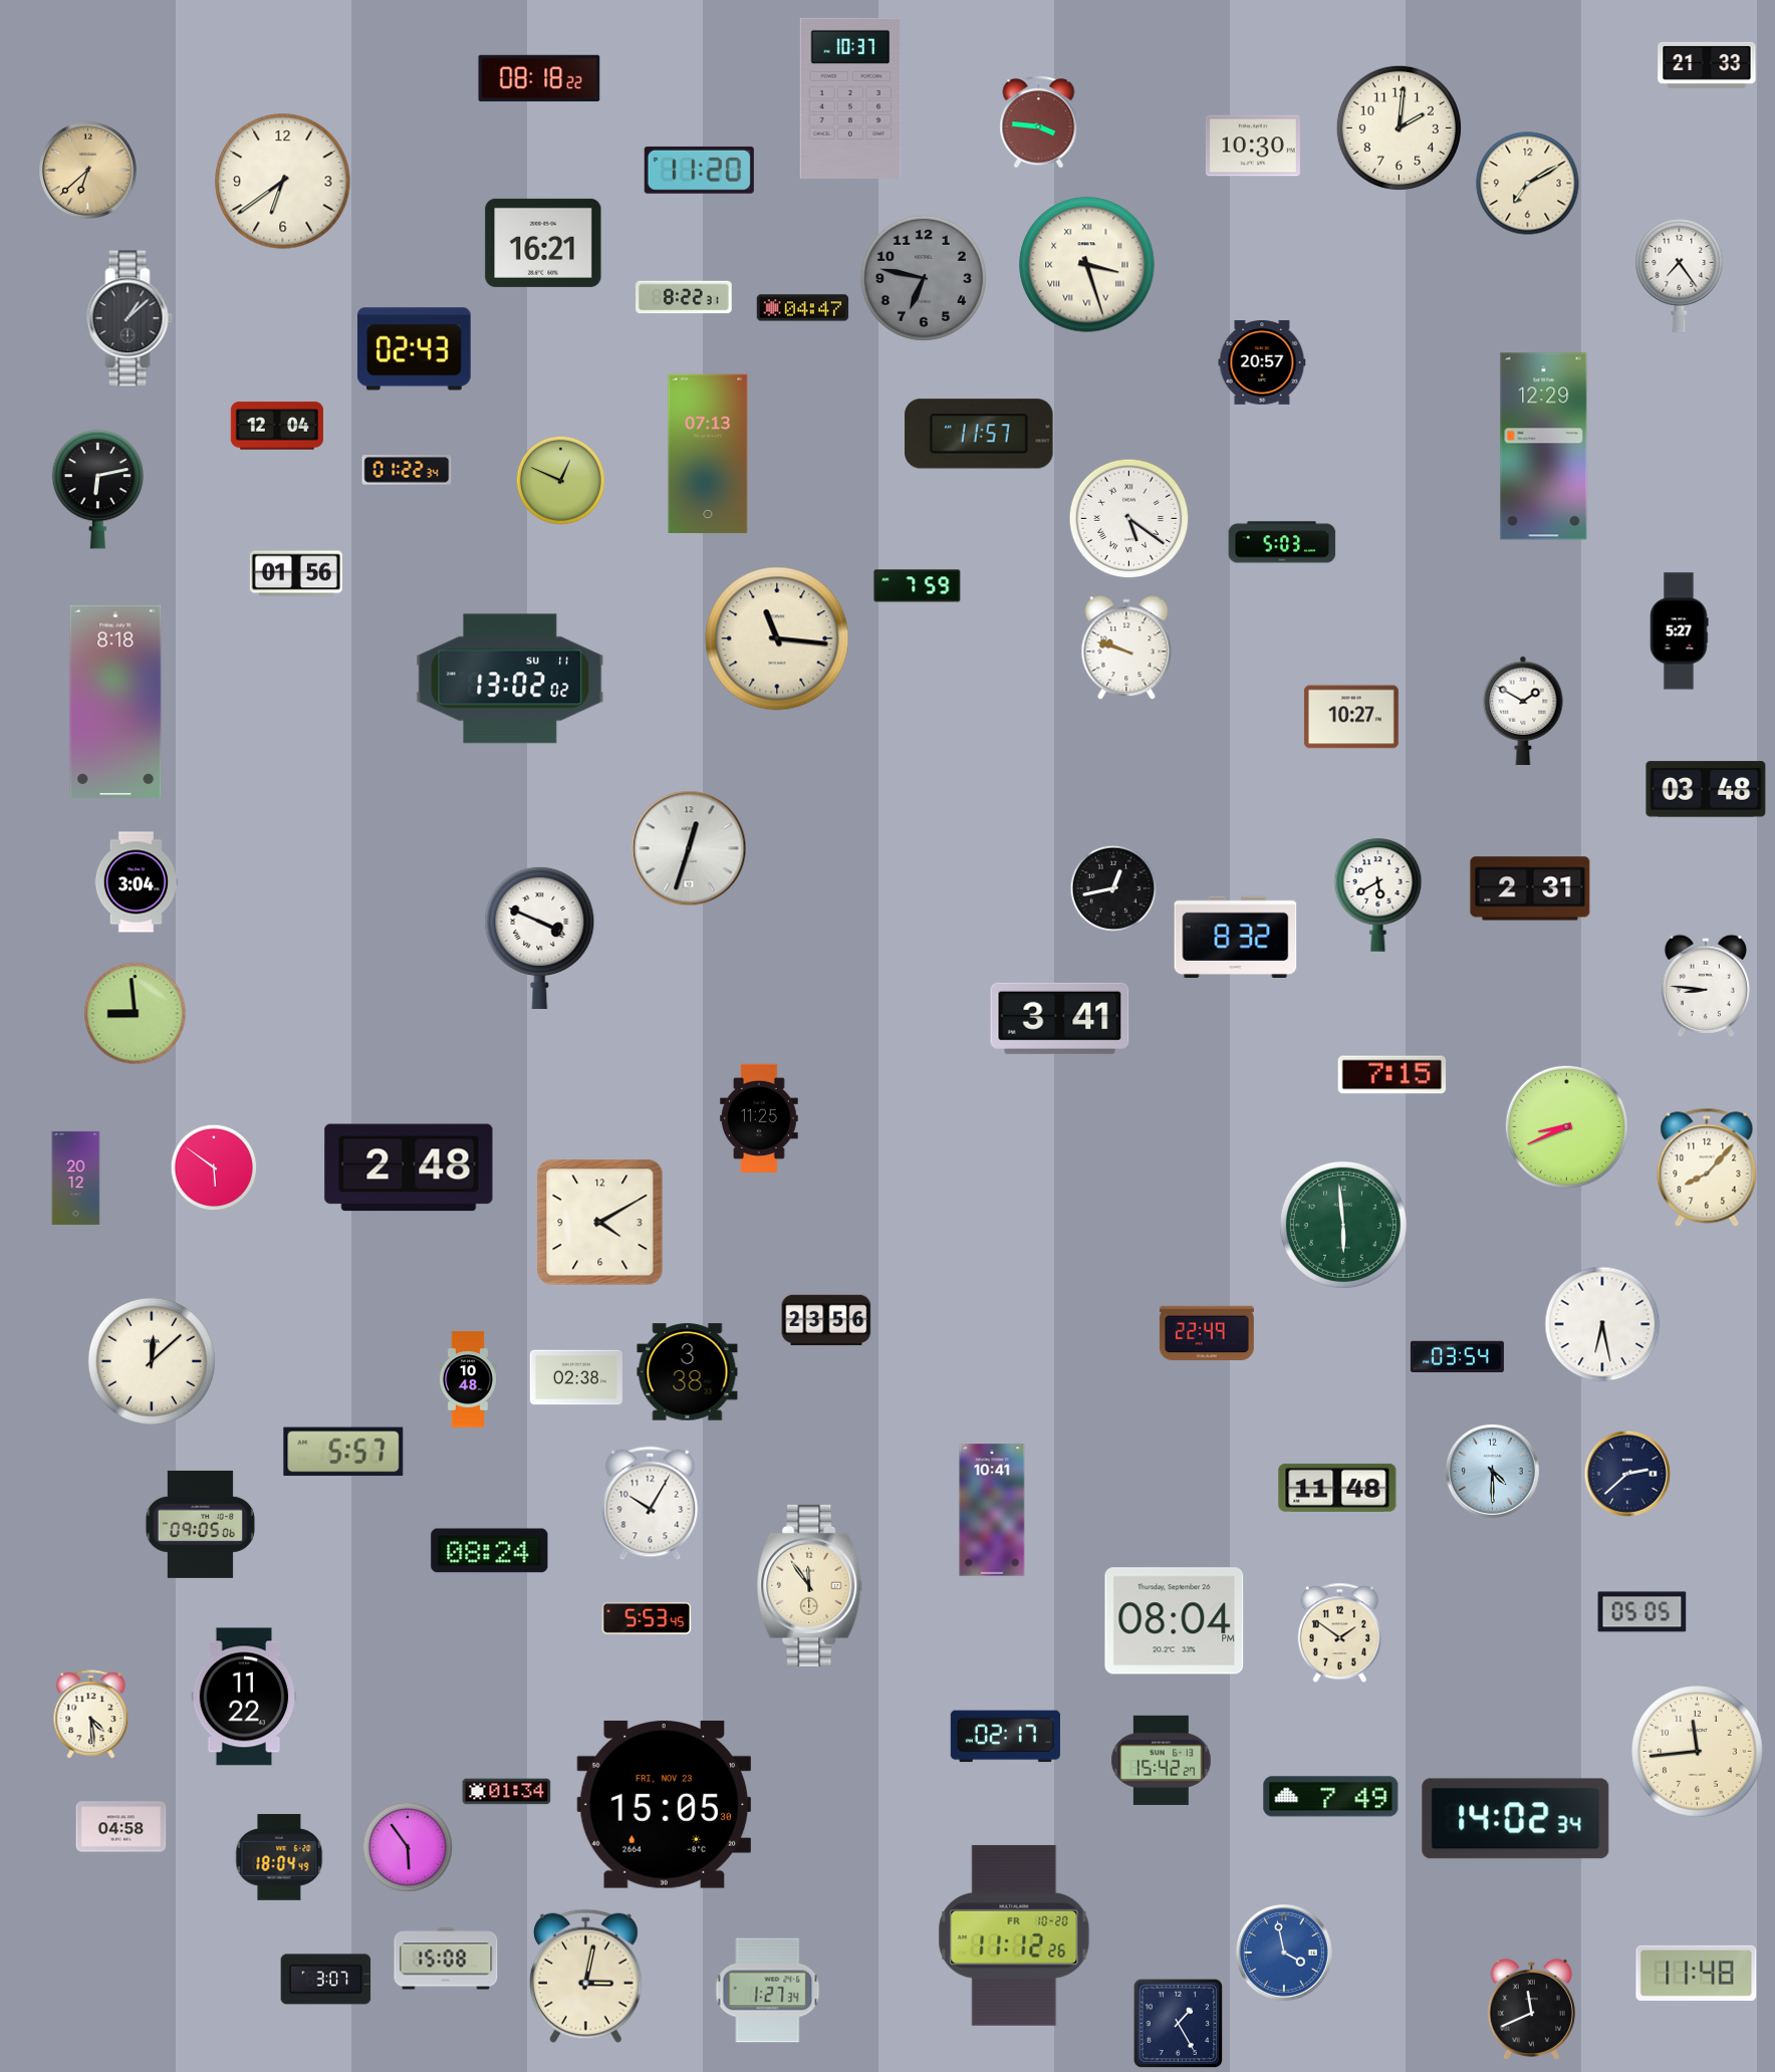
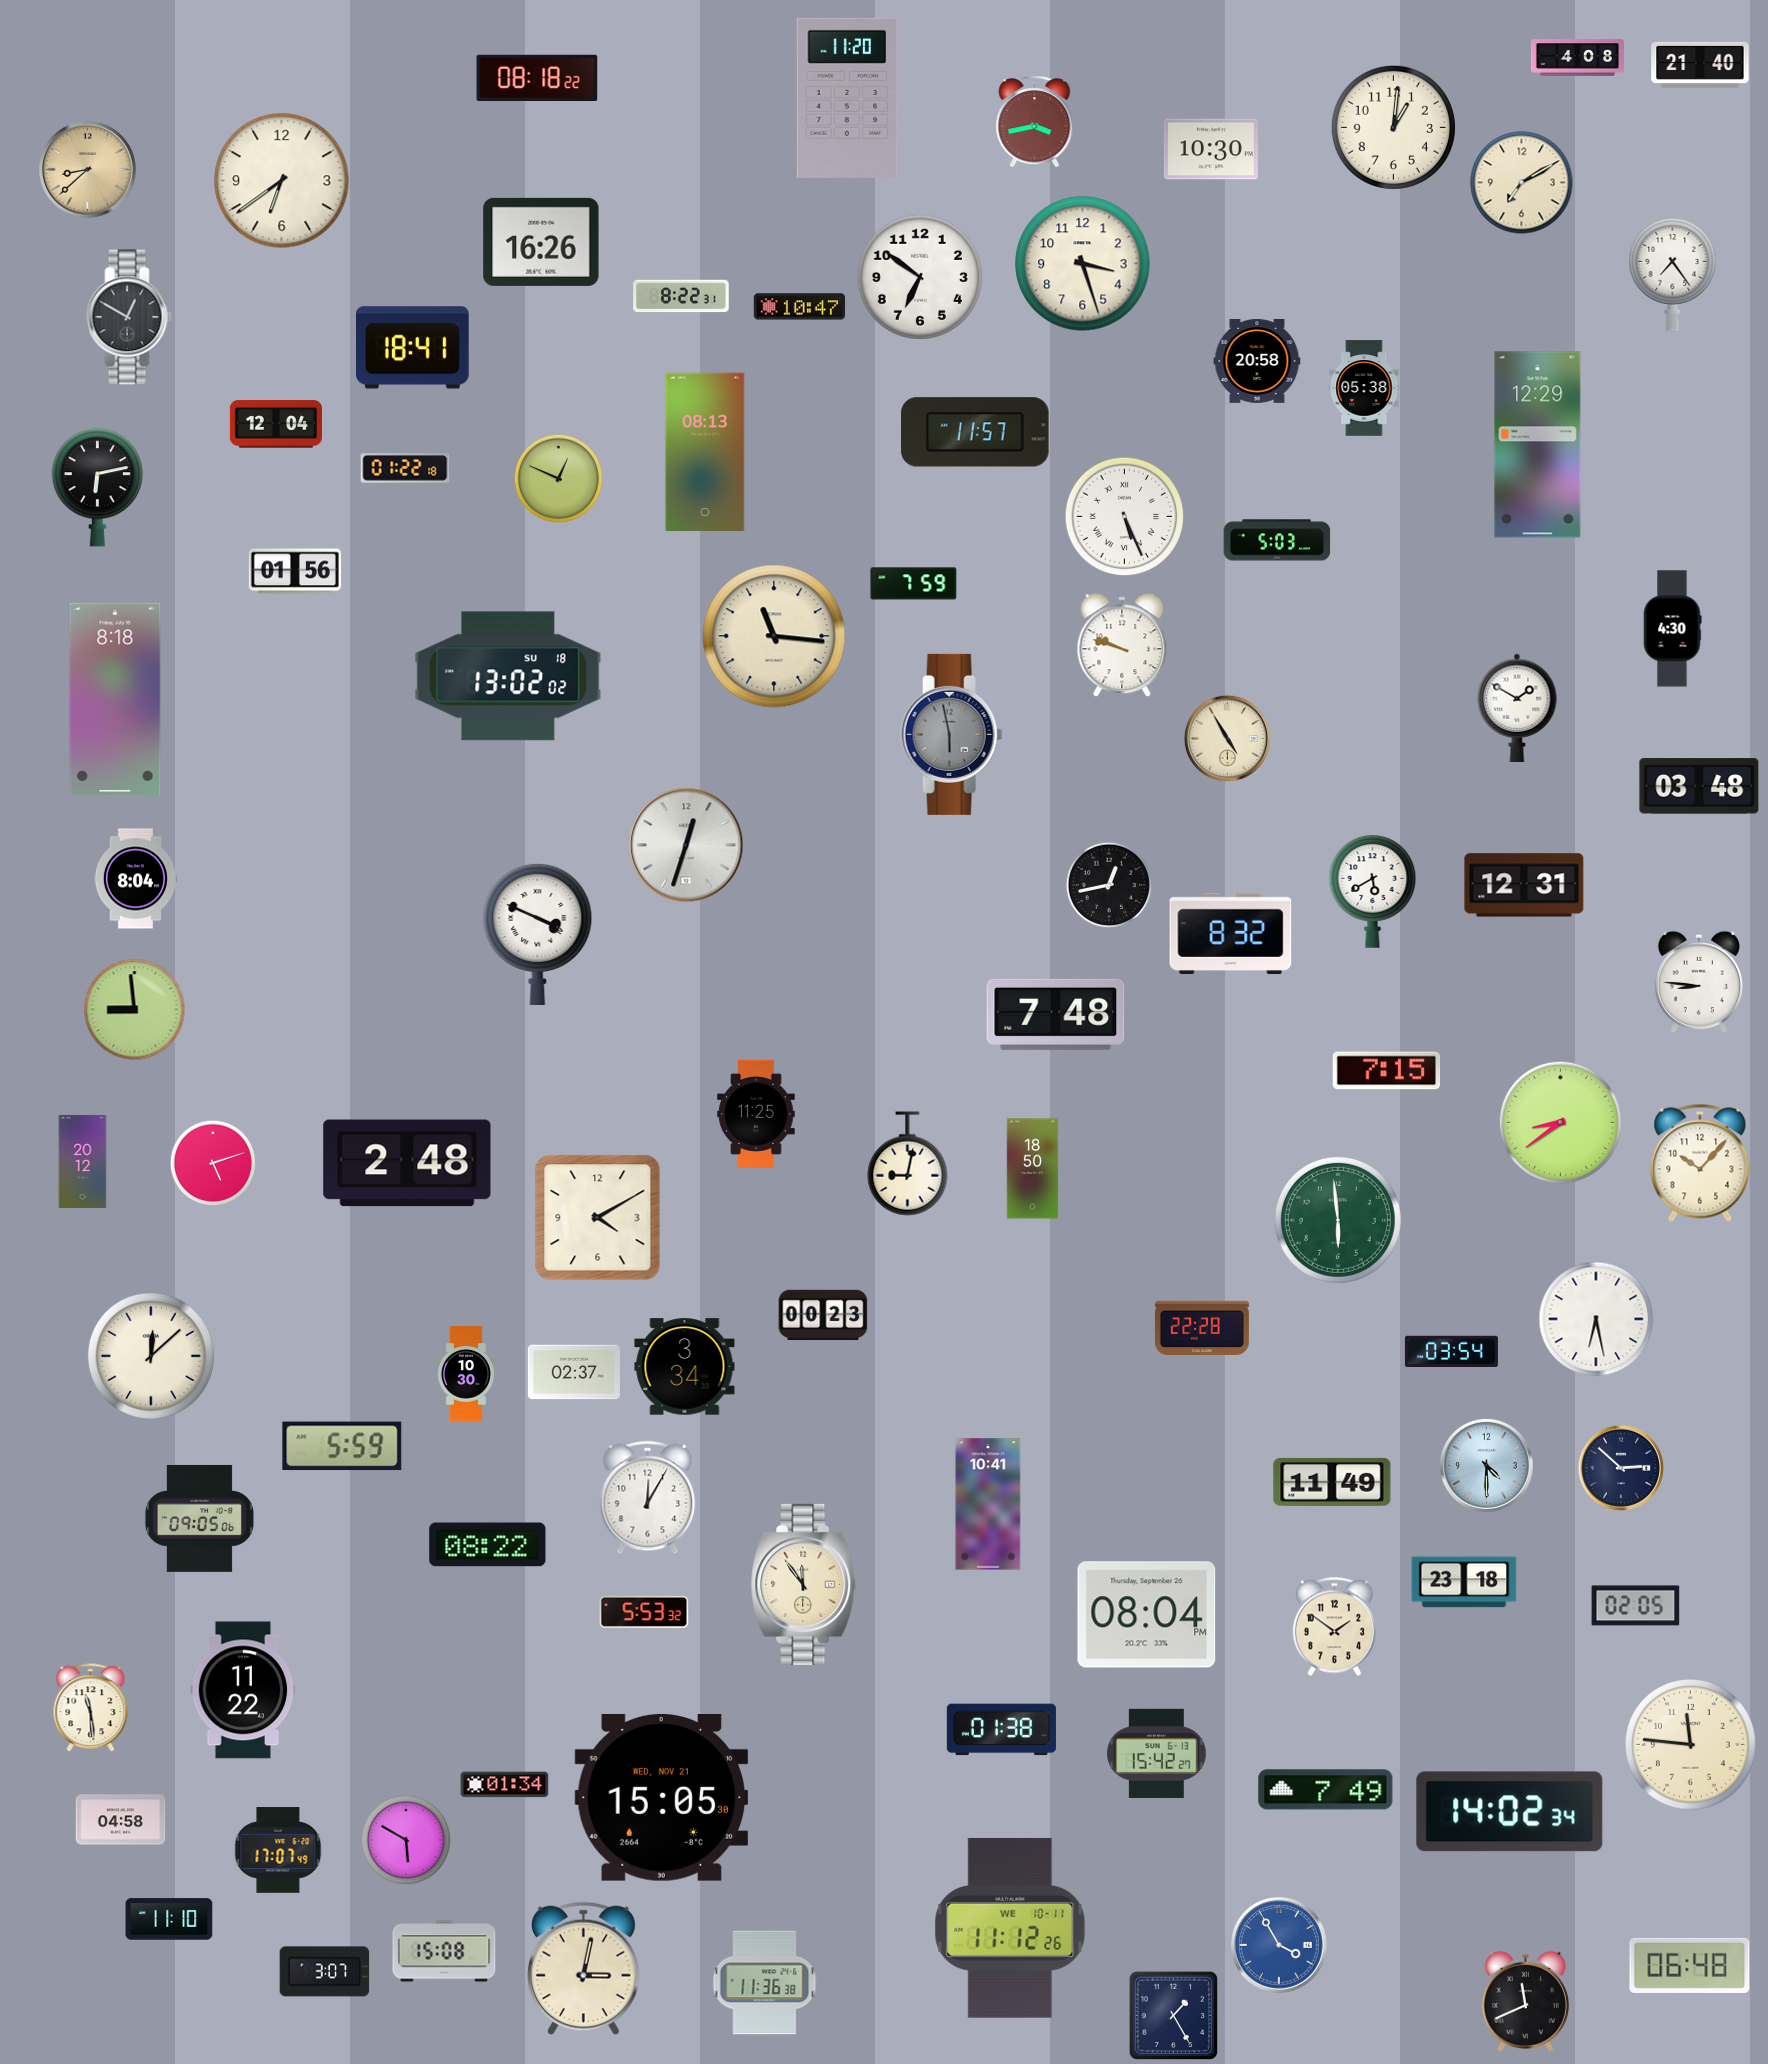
clock at (1577, 58): none -> 4:08
clock at (1707, 65): 21:33 -> 21:40
clock at (850, 98): 10:37 -> 11:20
clock at (1039, 122): 3:46 -> 3:43
clock at (1399, 127): 2:01 -> 1:01
clock at (1253, 146) position: (1253, 146) -> (1211, 149)
clock at (699, 170): 11:20 -> none
clock at (88, 171): 6:38 -> 8:38
clock at (543, 243): 16:21 -> 16:26
clock at (1087, 265) numerals: Roman -> Arabic
clock at (924, 278): 6:47 -> 6:51
clock at (924, 278) dial: grey -> white
clock at (803, 308): 04:47 -> 10:47
clock at (130, 318): 1:08 -> 12:50
clock at (415, 349): 02:43 -> 18:41
clock at (1262, 362): 20:57 -> 20:58
clock at (1364, 388): none -> 05:38
clock at (708, 454): 07:13 -> 08:13
clock at (407, 470): 01:22:34 -> 01:22:18
clock at (1129, 519): 5:21 -> 5:26
clock at (1679, 631): 5:27 -> 4:30
clock at (510, 679) date: SU 11 -> SU 18
clock at (1351, 717): 10:27 -> none
clock at (952, 734): none -> 5:58
clock at (1227, 738): none -> 4:55
clock at (137, 882): 3:04 -> 8:04
clock at (1530, 888): 2:31 -> 12:31
clock at (1060, 1018): 3:41 -> 7:48
clock at (1566, 1126): 8:41 -> 8:39
clock at (214, 1168): 5:51 -> 5:12
clock at (1707, 1168): 8:07 -> 10:07
clock at (908, 1164): none -> 9:02
clock at (1033, 1169): none -> 18:50
clock at (76, 1178) position: (76, 1178) -> (83, 1161)
clock at (826, 1320): 23:56 -> 00:23
clock at (1207, 1332): 22:49 -> 22:28
clock at (688, 1372): 3:38 -> 3:34
clock at (576, 1377): 02:38 -> 02:37
clock at (468, 1379): 10:48 -> 10:30
clock at (343, 1452): 5:57 -> 5:59
clock at (1626, 1473): 2:38 -> 2:52
clock at (1337, 1488): 11:48 -> 11:49
clock at (651, 1504): 10:05 -> 12:05
clock at (490, 1551): 08:24 -> 08:22
clock at (810, 1585) position: (810, 1585) -> (804, 1584)
clock at (1464, 1582): none -> 23:18
clock at (1642, 1612): 05:05 -> 02:05
clock at (647, 1618): 5:53:45 -> 5:53:32
clock at (1175, 1621) position: (1175, 1621) -> (1147, 1615)
clock at (91, 1715): 4:29 -> 11:29
clock at (1005, 1737): 02:17 -> 01:38
clock at (1698, 1752): 11:44 -> 11:46
clock at (665, 1804) date: FRI, NOV 23 -> WED, NOV 21
clock at (408, 1847): 5:54 -> 5:50
clock at (279, 1857): 18:04 -> 17:07
clock at (169, 1919): none -> 11:10
clock at (1014, 1935) date: FR 10-20 -> WE 10-11
clock at (1285, 1954): 3:58 -> 3:55
clock at (1697, 1973): 11:48 -> 06:48
clock at (768, 1991): 1:27 -> 11:36
